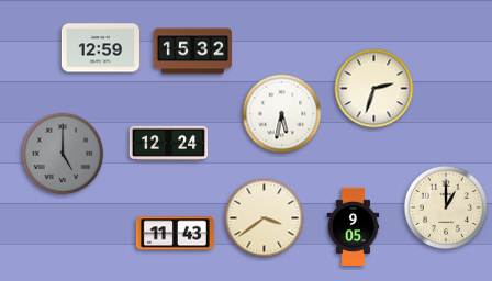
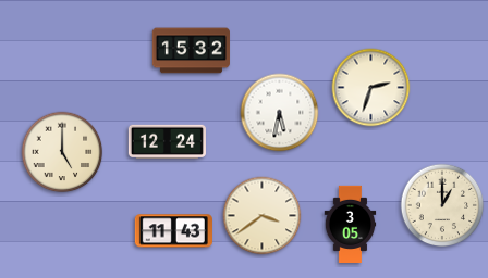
clock at (100, 48): 12:59 -> none
clock at (63, 154) dial: grey -> cream
clock at (354, 226): 9:05 -> 3:05
